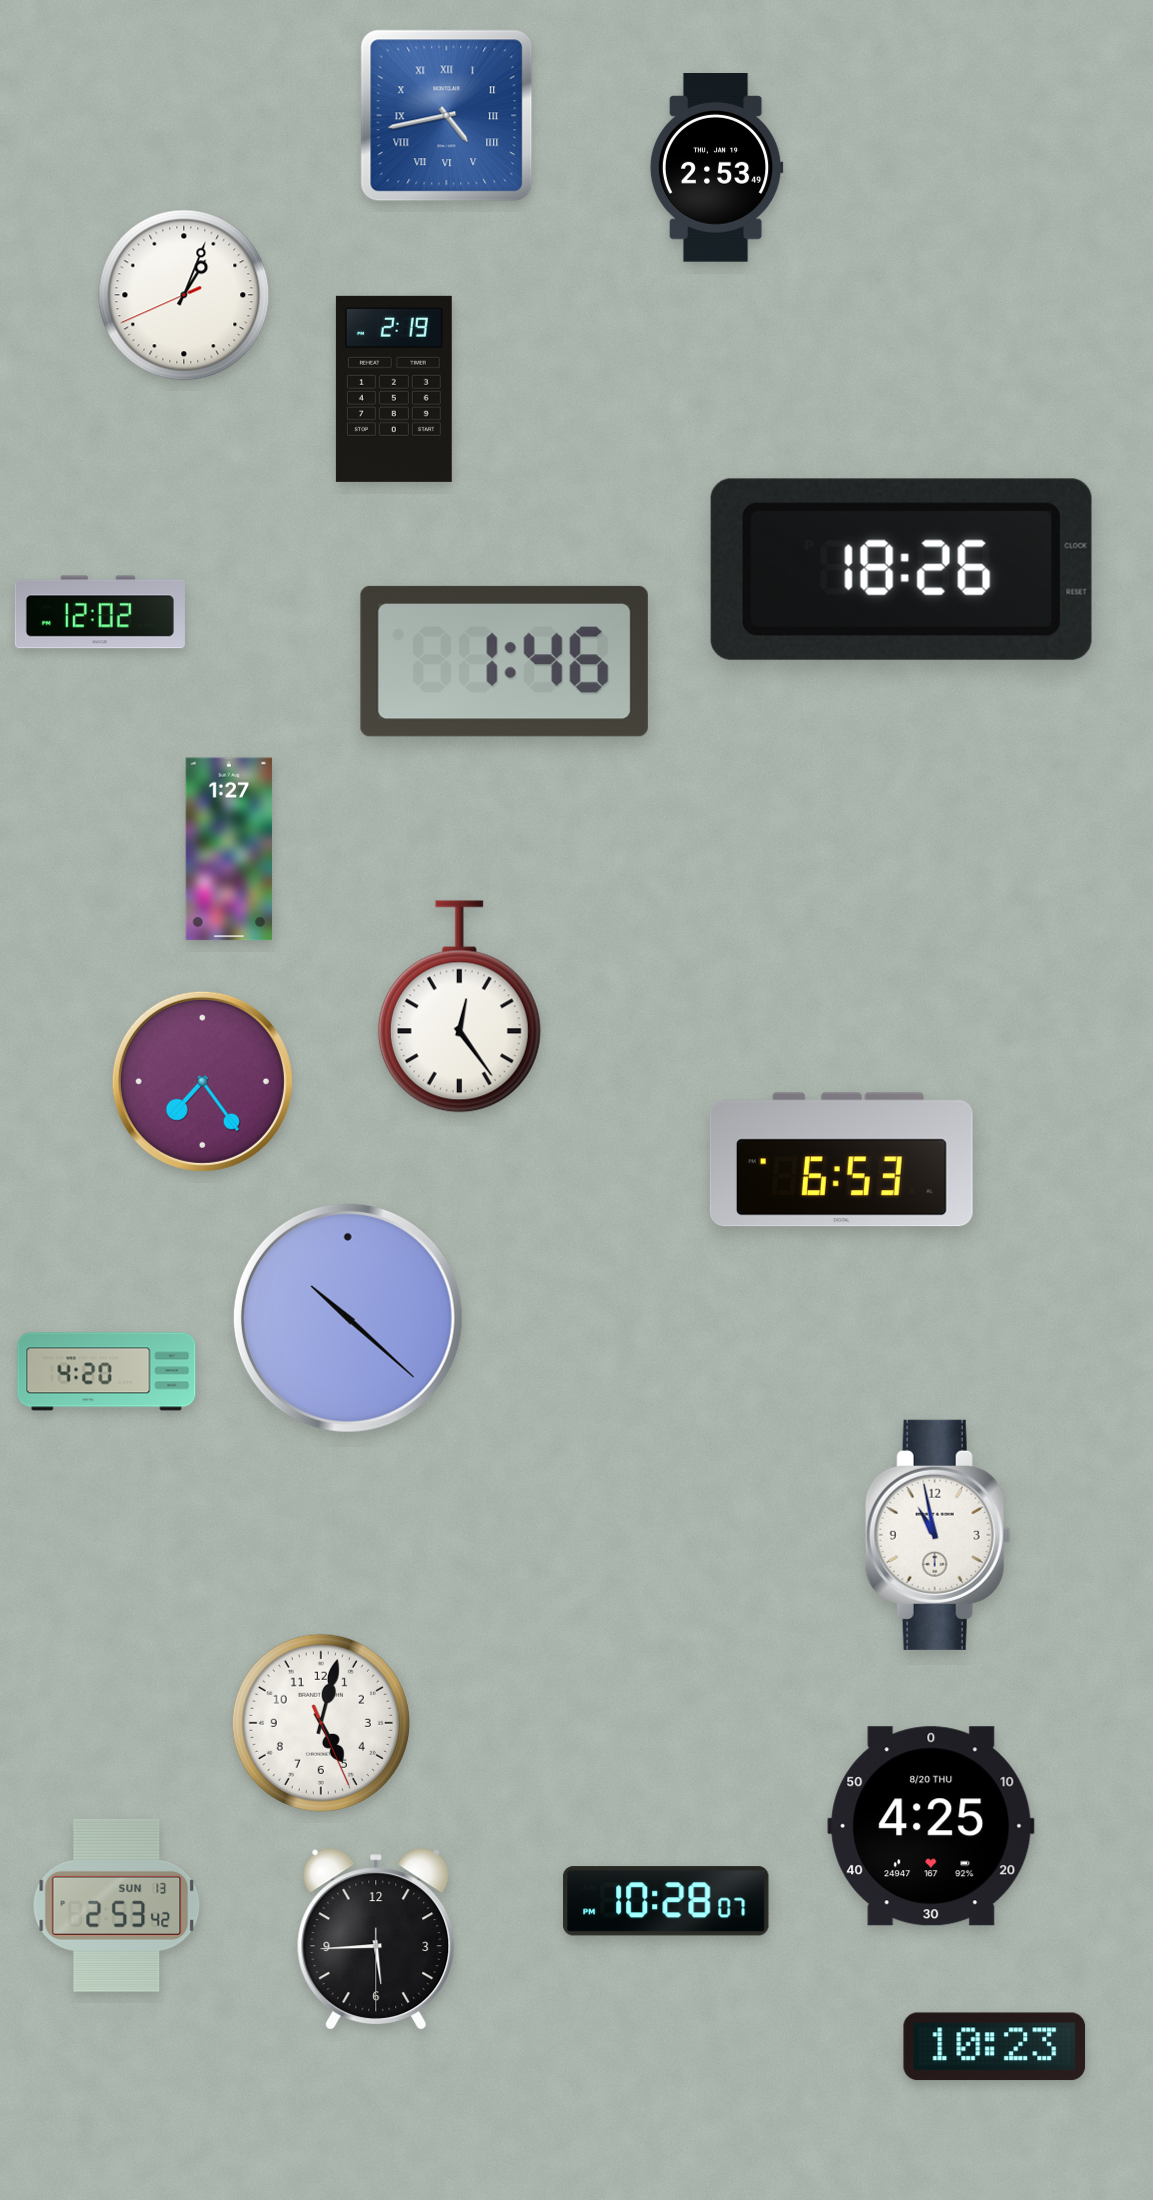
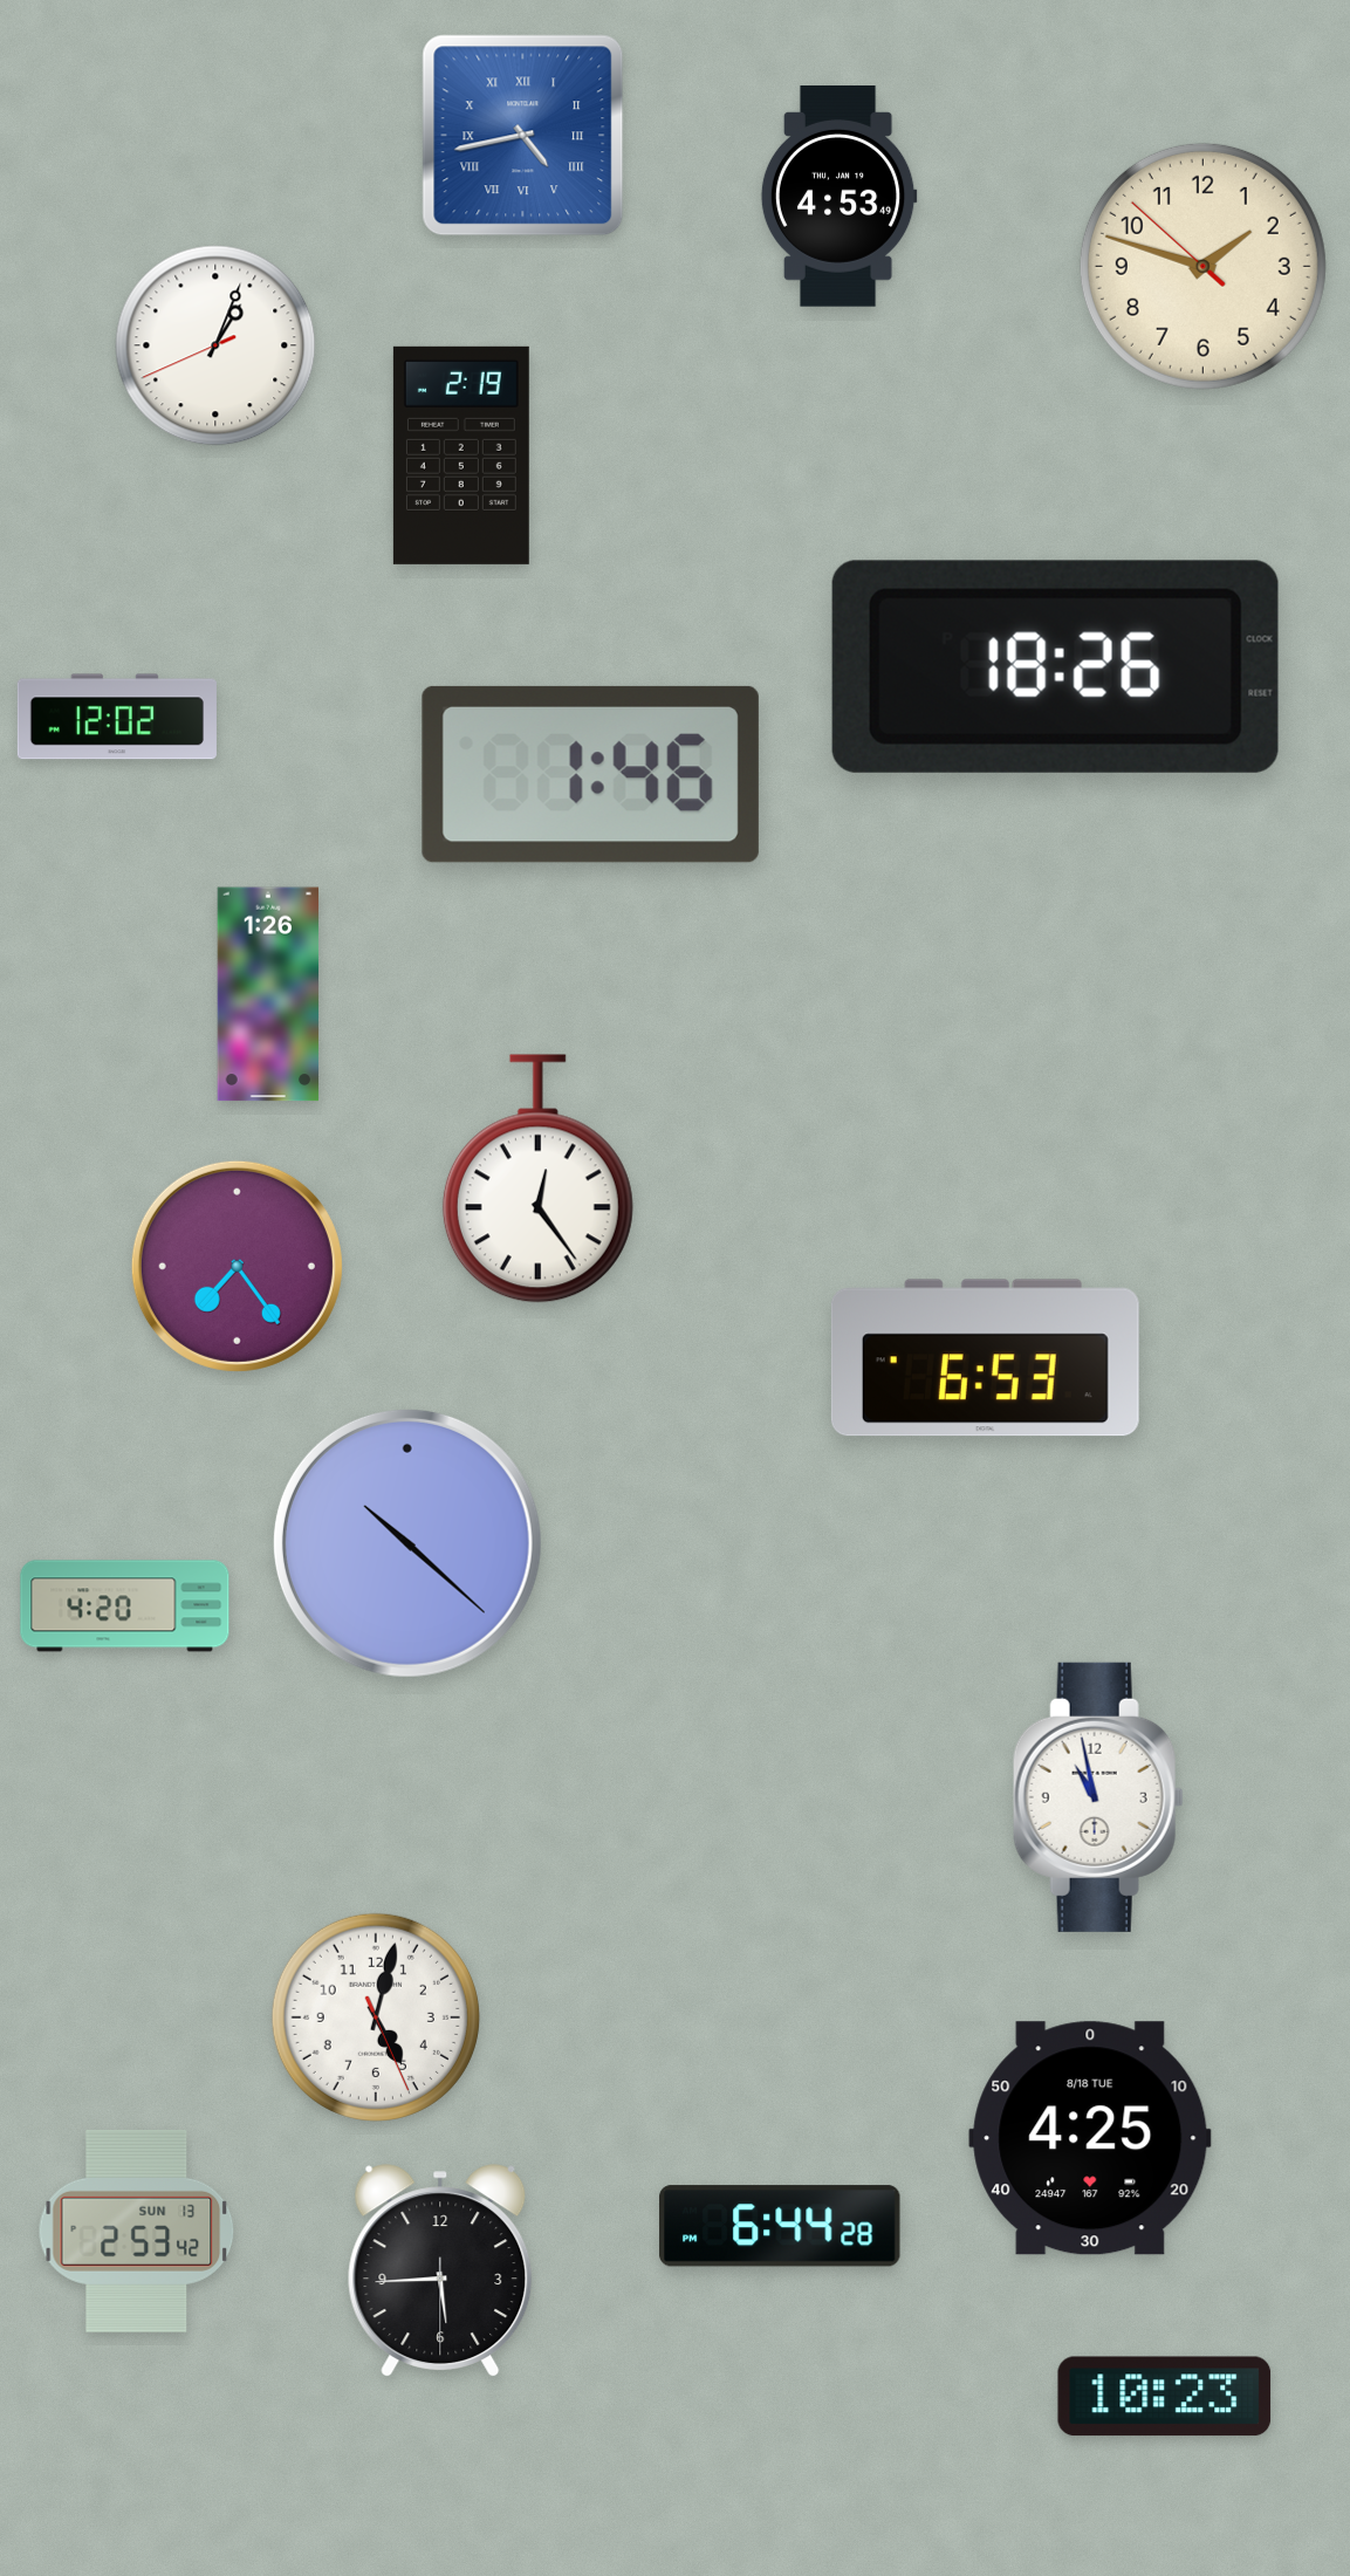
clock at (716, 168): 2:53 -> 4:53
clock at (1202, 266): none -> 1:47
clock at (229, 849): 1:27 -> 1:26
clock at (931, 1826) date: 8/20 THU -> 8/18 TUE
clock at (666, 1901): 10:28 -> 6:44
